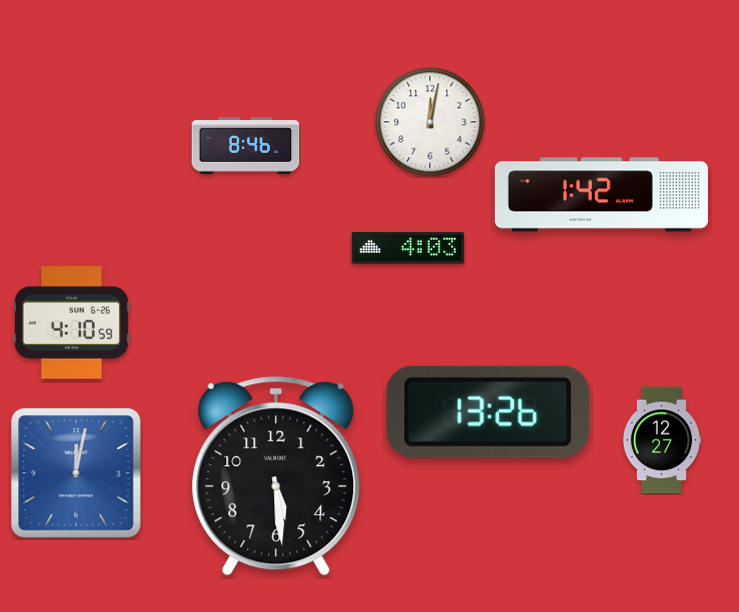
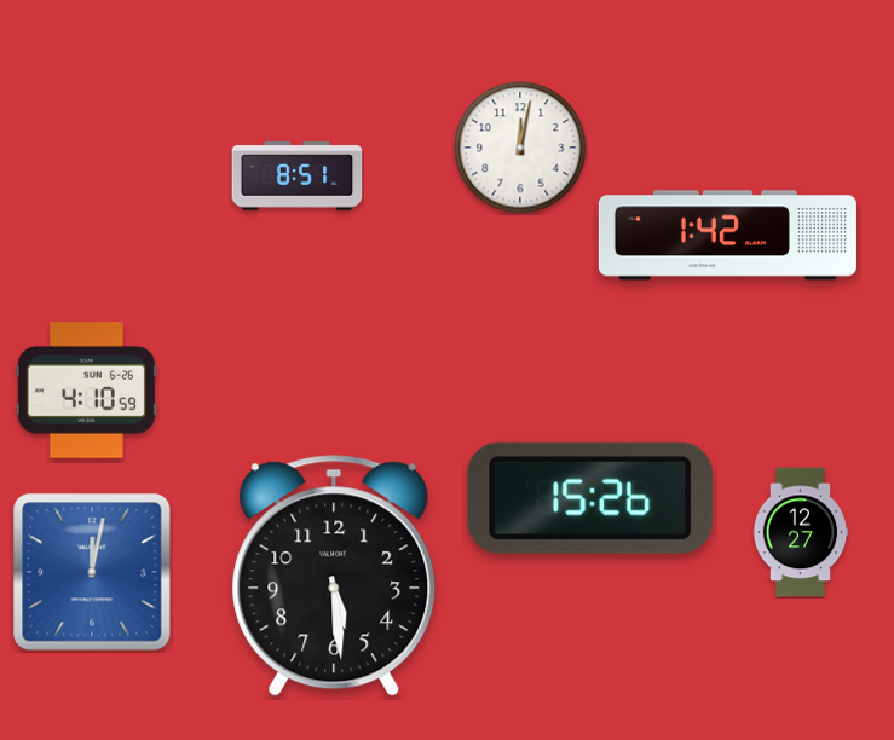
clock at (246, 146): 8:46 -> 8:51
clock at (407, 248): 4:03 -> none
clock at (488, 412): 13:26 -> 15:26
